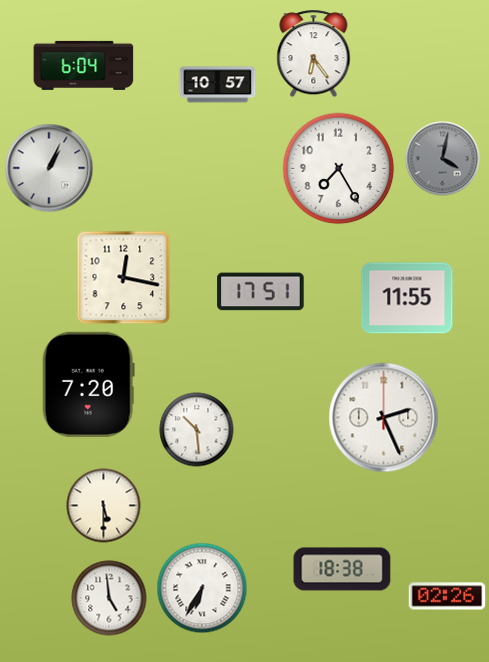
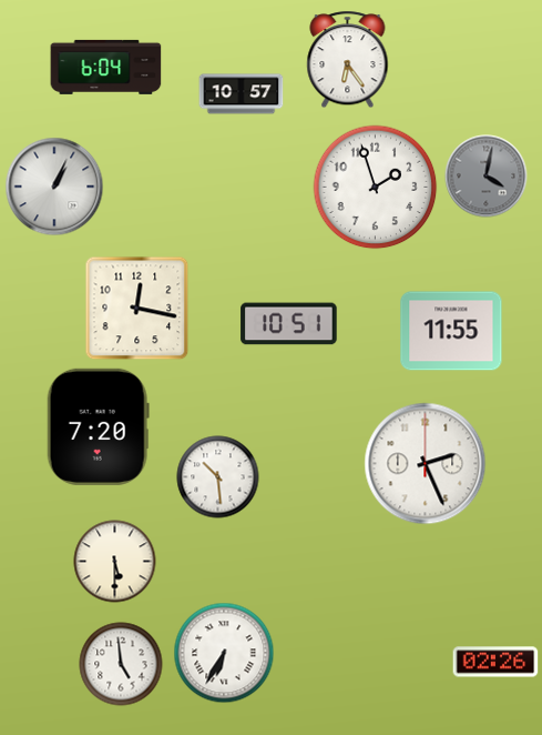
clock at (84, 65) position: (84, 65) -> (106, 67)
clock at (443, 159) position: (443, 159) -> (487, 177)
clock at (339, 169): 7:25 -> 1:57
clock at (261, 292): 17:51 -> 10:51
clock at (342, 569): 18:38 -> none
